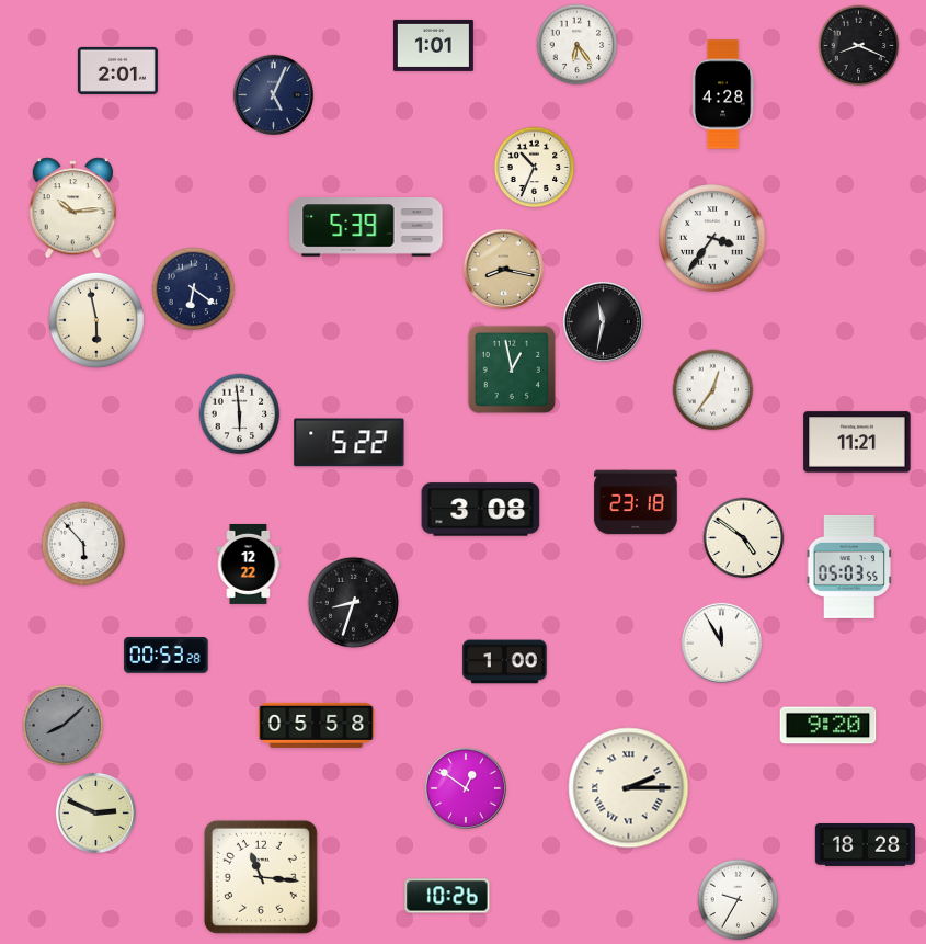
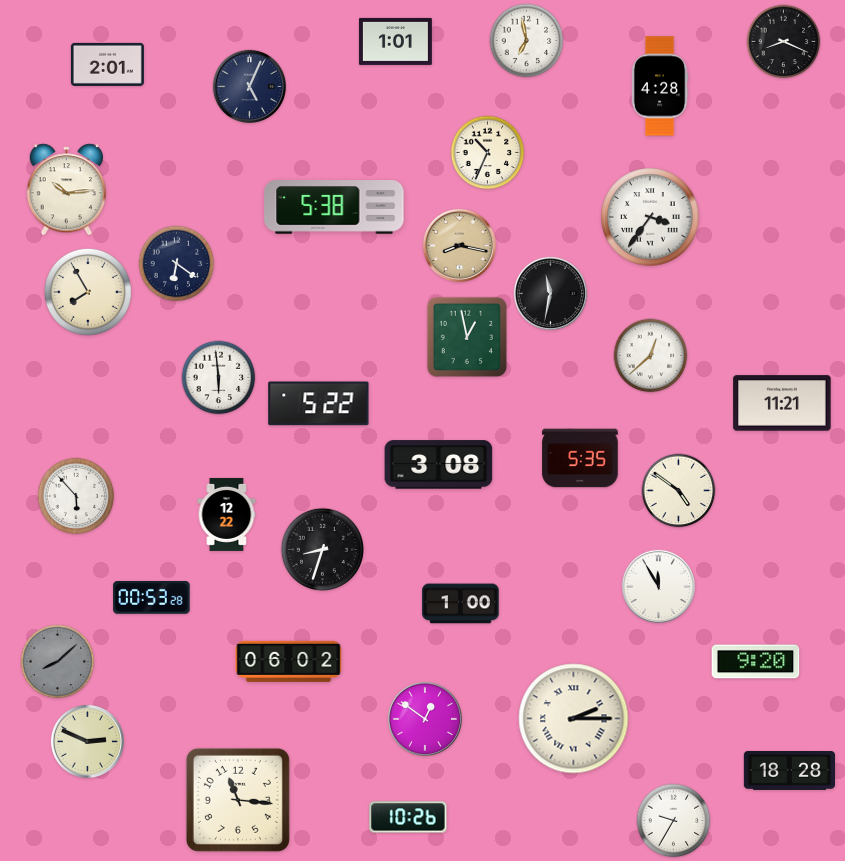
clock at (578, 45): 6:24 -> 6:58
clock at (366, 227): 5:39 -> 5:38
clock at (96, 320): 5:58 -> 7:55
clock at (713, 390): 12:36 -> 12:38
clock at (636, 502): 23:18 -> 5:35
clock at (849, 567): 05:03 -> none
clock at (317, 725): 05:58 -> 06:02
